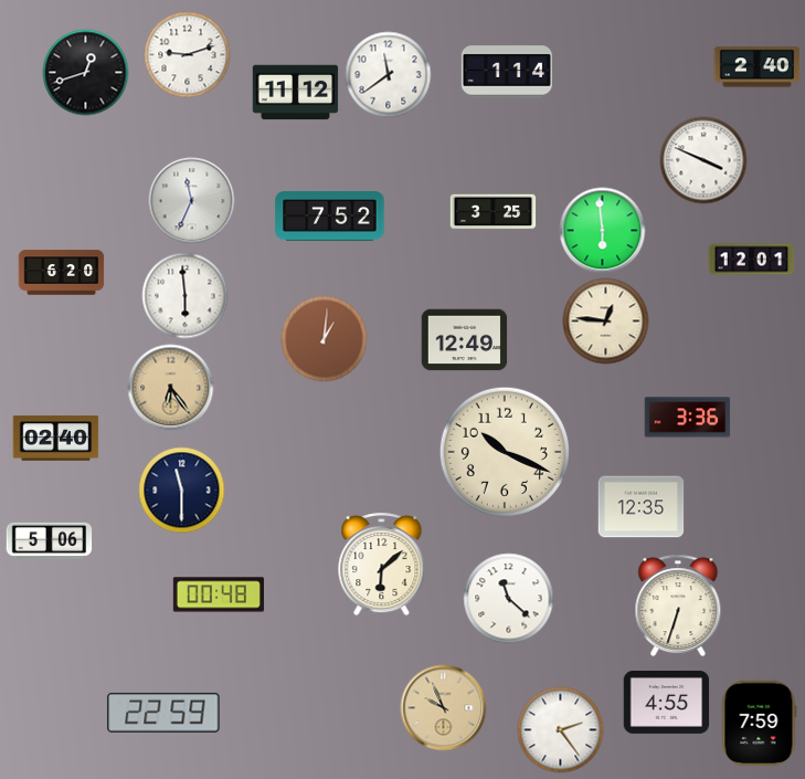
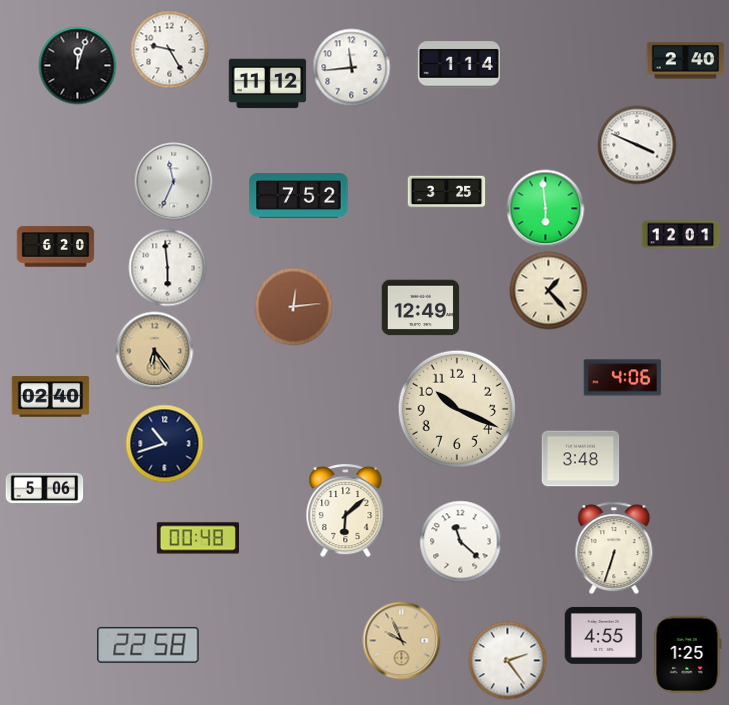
clock at (187, 54): 9:12 -> 9:25
clock at (85, 72): 12:42 -> 12:03
clock at (388, 74): 11:39 -> 11:44
clock at (605, 320): 12:46 -> 1:23
clock at (324, 338): 1:01 -> 12:14
clock at (687, 418): 3:36 -> 4:06
clock at (181, 489): 11:30 -> 10:42
clock at (640, 507): 12:35 -> 3:48
clock at (163, 713): 22:59 -> 22:58
clock at (759, 723): 7:59 -> 1:25
